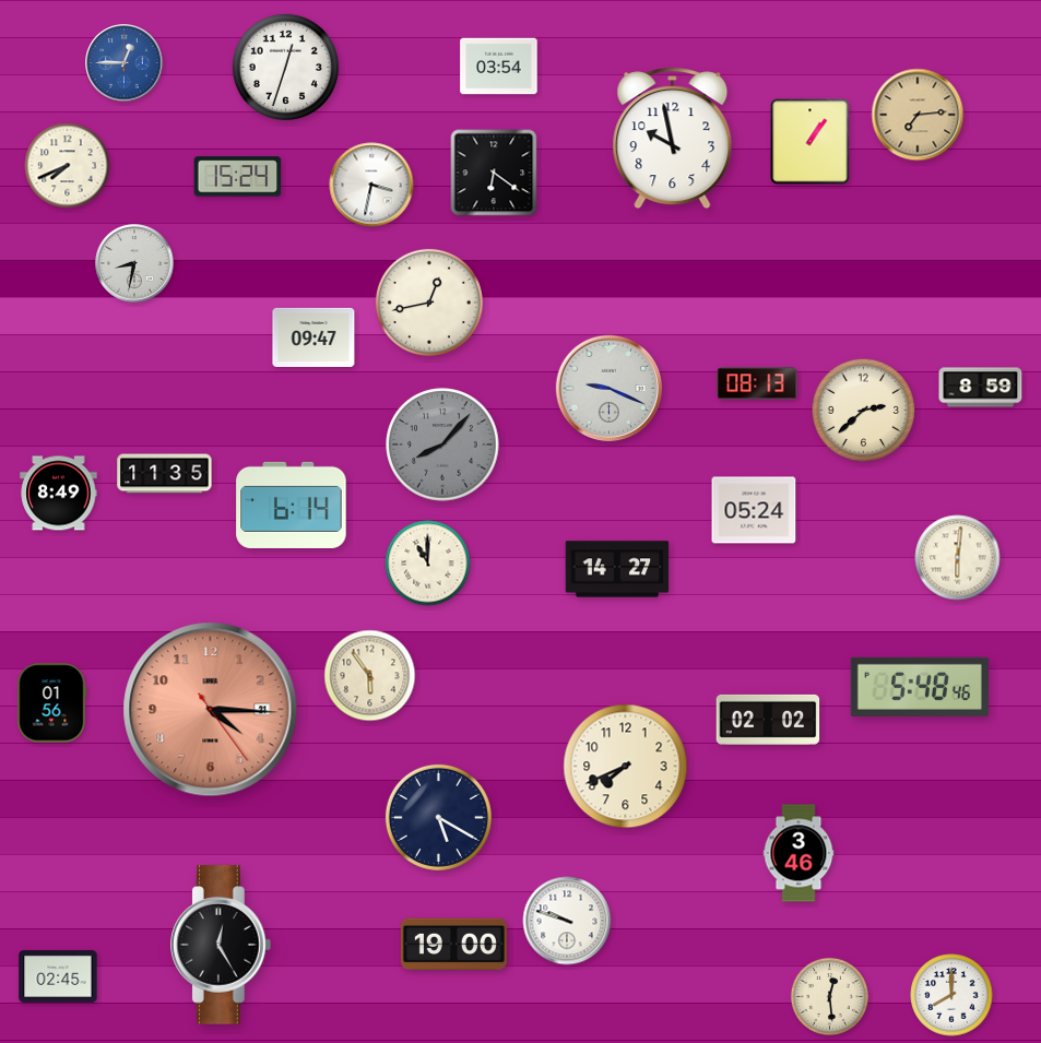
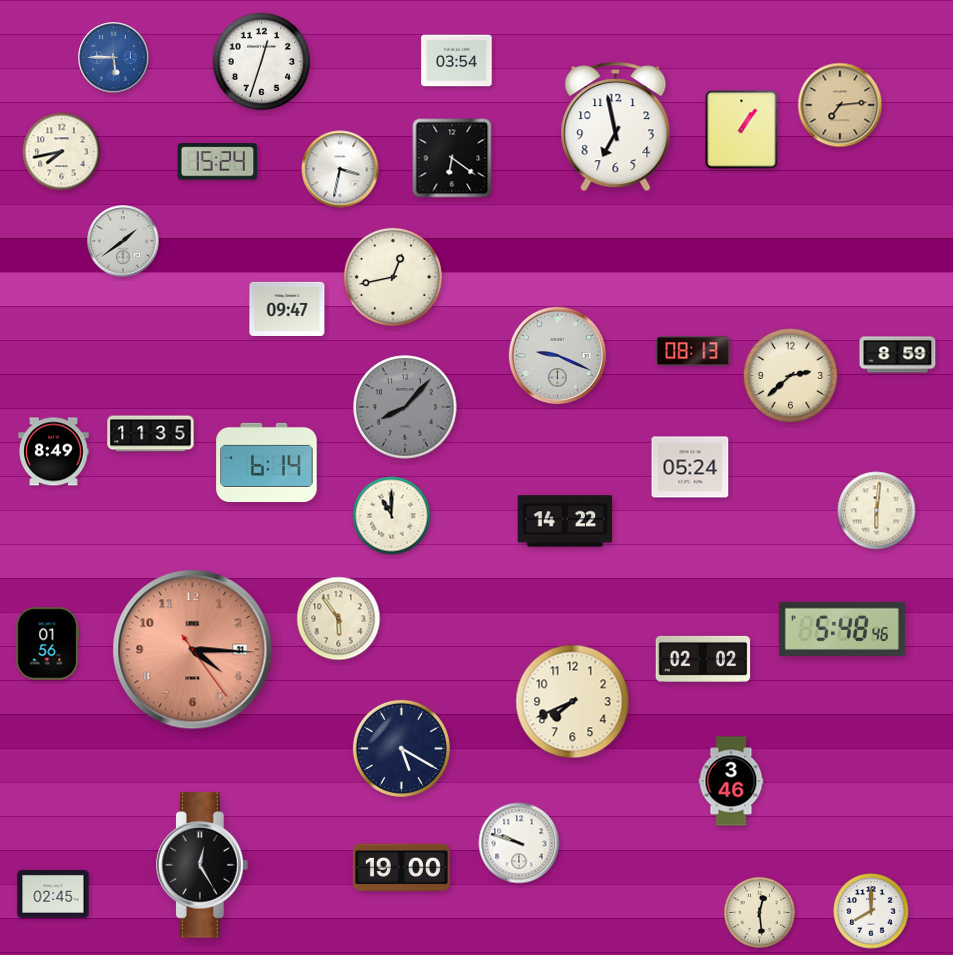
clock at (125, 63): 12:45 -> 5:45
clock at (673, 139): 9:58 -> 6:58
clock at (68, 166): 7:41 -> 7:43
clock at (134, 263): 8:32 -> 1:39
clock at (617, 569): 14:27 -> 14:22
clock at (453, 945) position: (453, 945) -> (401, 868)
